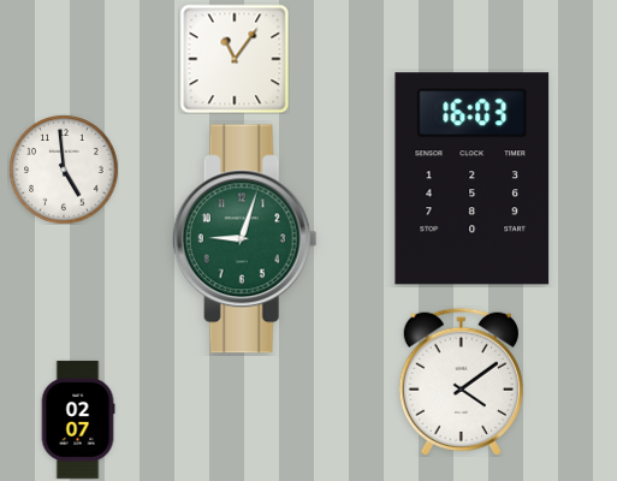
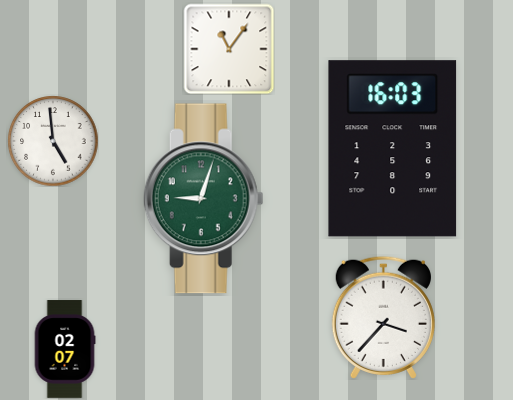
clock at (235, 59) position: (235, 59) -> (229, 49)
clock at (461, 381): 4:09 -> 3:37
